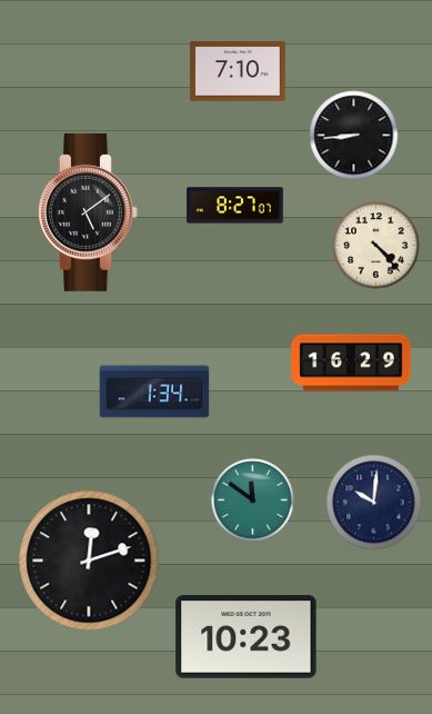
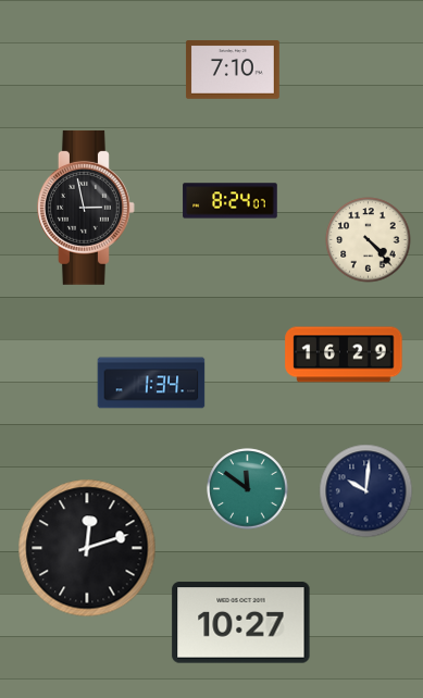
clock at (354, 136): 8:44 -> none
clock at (235, 206): 8:27 -> 8:24
clock at (88, 212): 5:09 -> 2:58
clock at (247, 637): 10:23 -> 10:27
